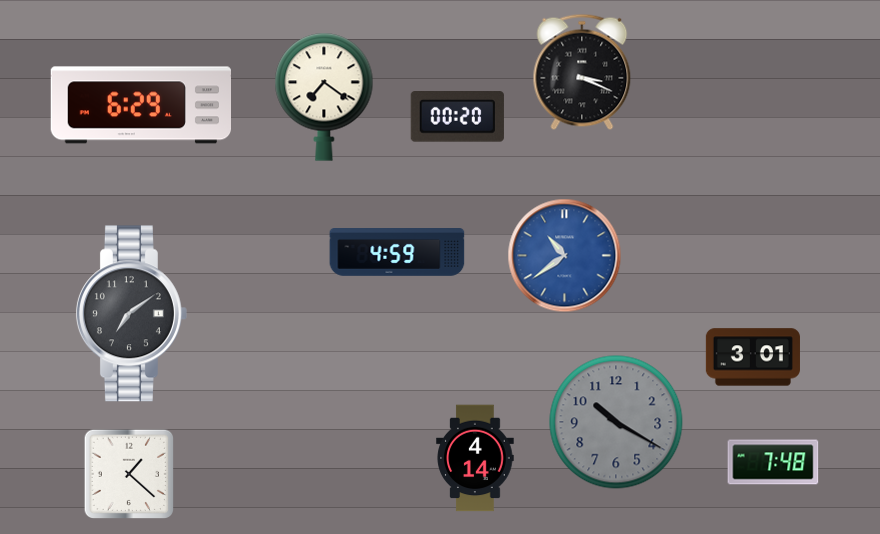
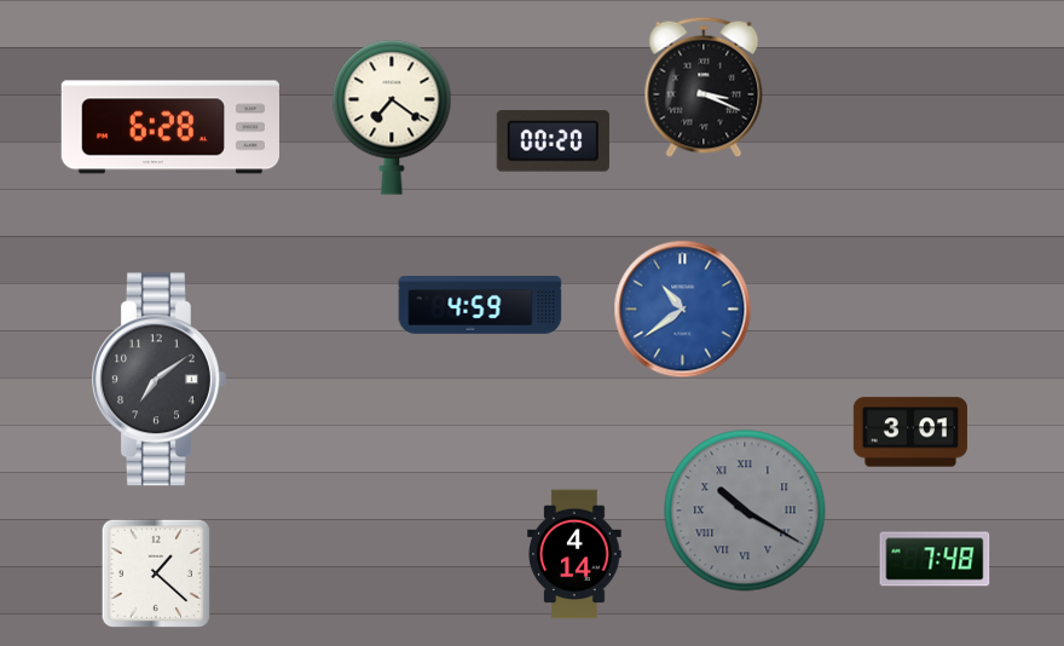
clock at (140, 105): 6:29 -> 6:28
clock at (616, 422) numerals: Arabic -> Roman
